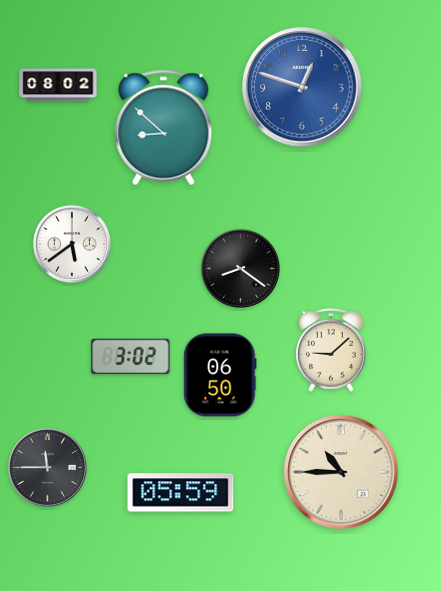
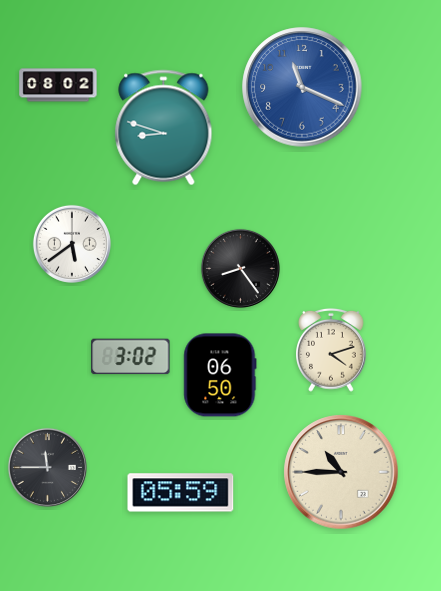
clock at (302, 87): 12:48 -> 11:19
clock at (164, 128): 8:52 -> 8:48
clock at (240, 268): 8:21 -> 8:24
clock at (332, 350): 9:08 -> 4:12
